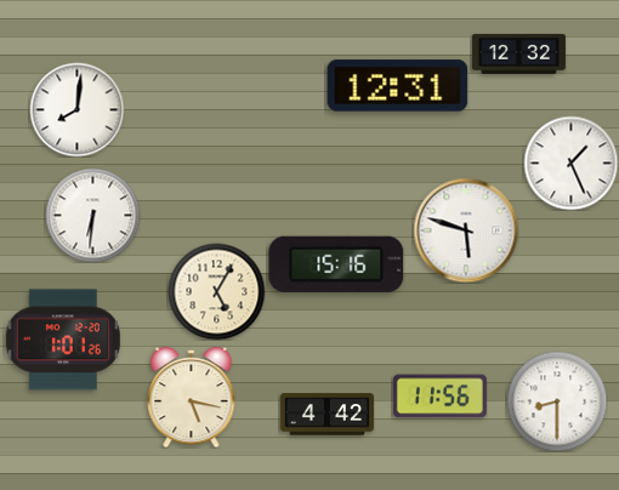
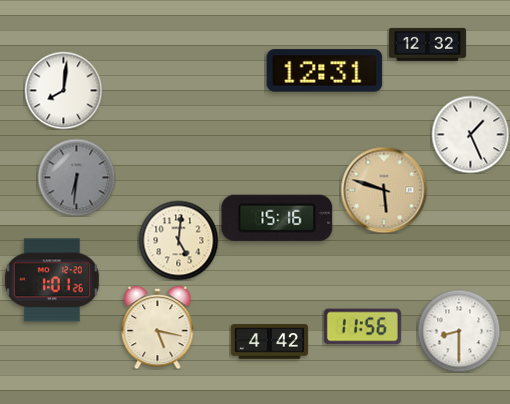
clock at (398, 86) position: (398, 86) -> (325, 71)
clock at (92, 215) dial: white -> grey
clock at (466, 230) dial: white -> champagne
clock at (216, 291): 5:05 -> 5:01
